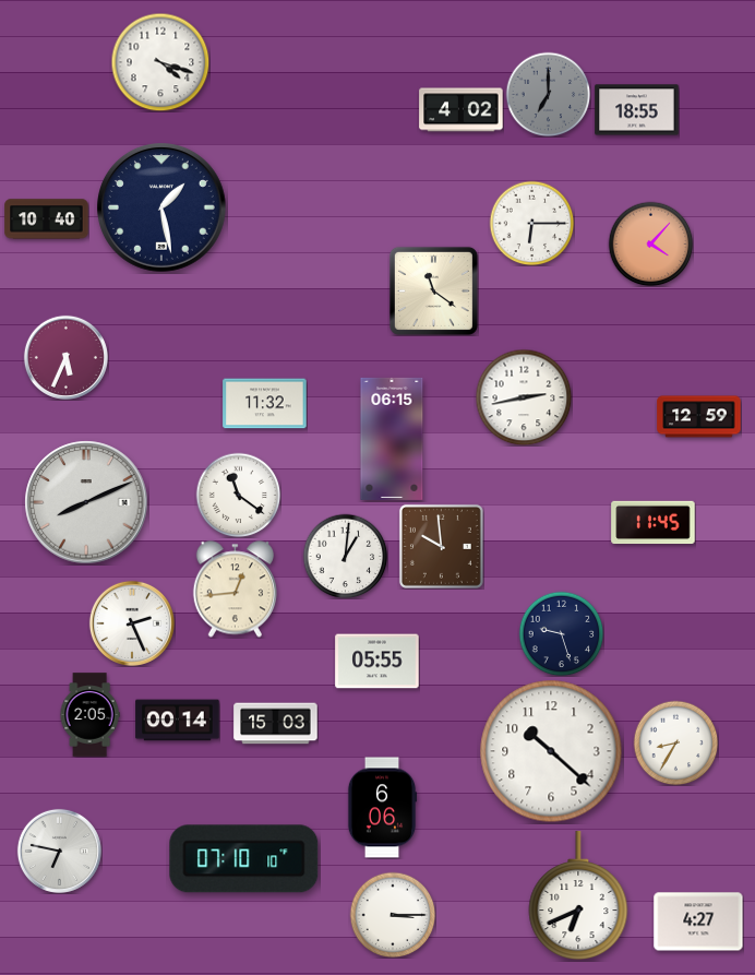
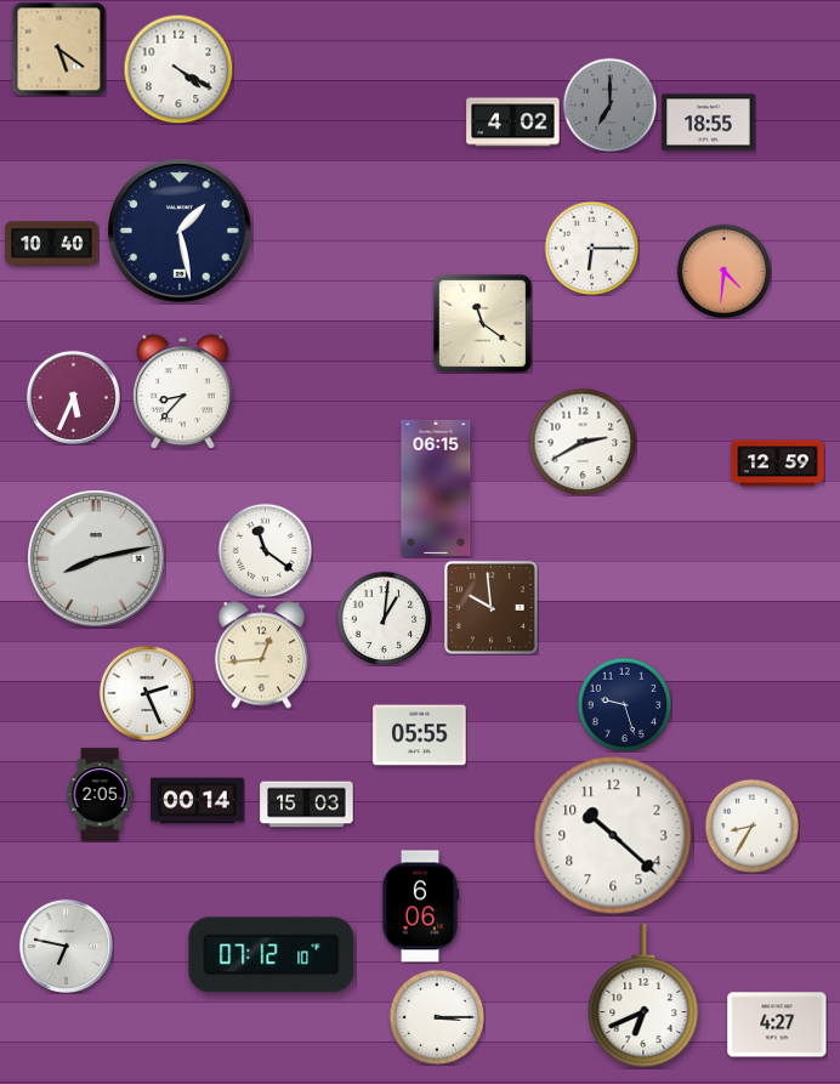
clock at (58, 49): none -> 5:21
clock at (160, 62): 4:18 -> 4:20
clock at (650, 243): 4:07 -> 4:31
clock at (182, 392): none -> 8:37
clock at (524, 397): 2:43 -> 2:40
clock at (265, 404): 11:32 -> none
clock at (86, 502): 8:11 -> 8:13
clock at (654, 523): 11:45 -> none
clock at (382, 808) position: (382, 808) -> (420, 907)
clock at (244, 859): 07:10 -> 07:12
